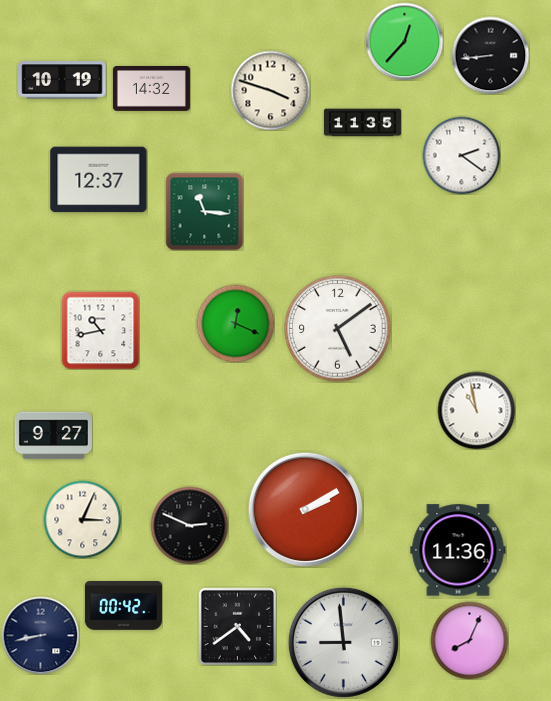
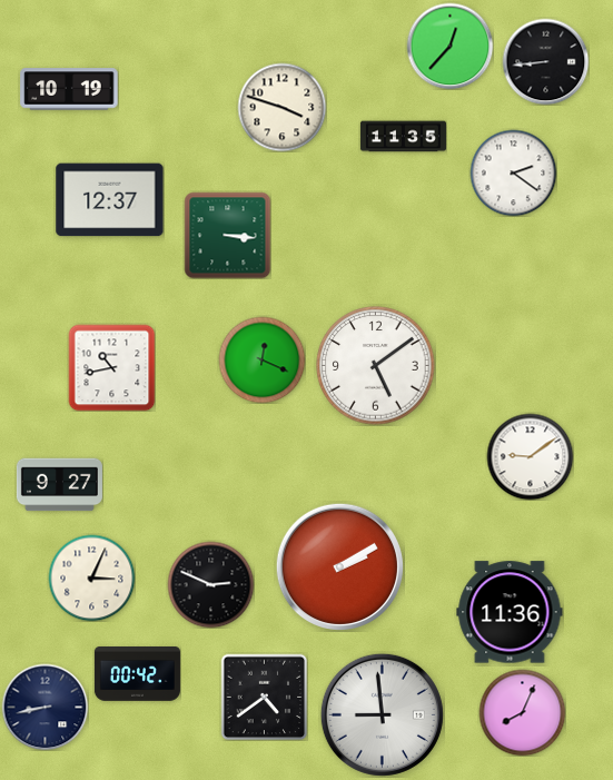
clock at (151, 88): 14:32 -> none
clock at (270, 90) position: (270, 90) -> (281, 107)
clock at (204, 211): 11:16 -> 3:16
clock at (476, 410): 10:58 -> 9:09
